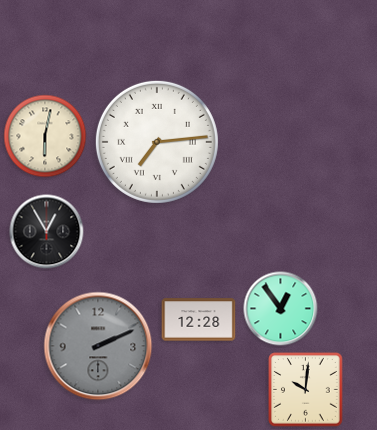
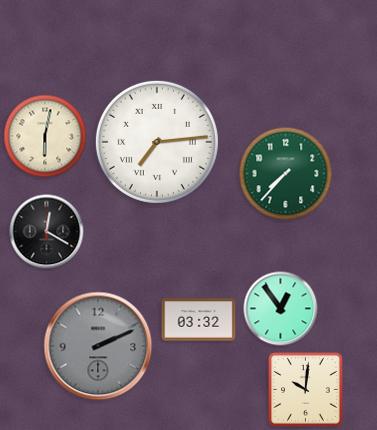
clock at (286, 174): none -> 7:37
clock at (47, 232): 12:55 -> 12:20
clock at (199, 320): 12:28 -> 03:32
